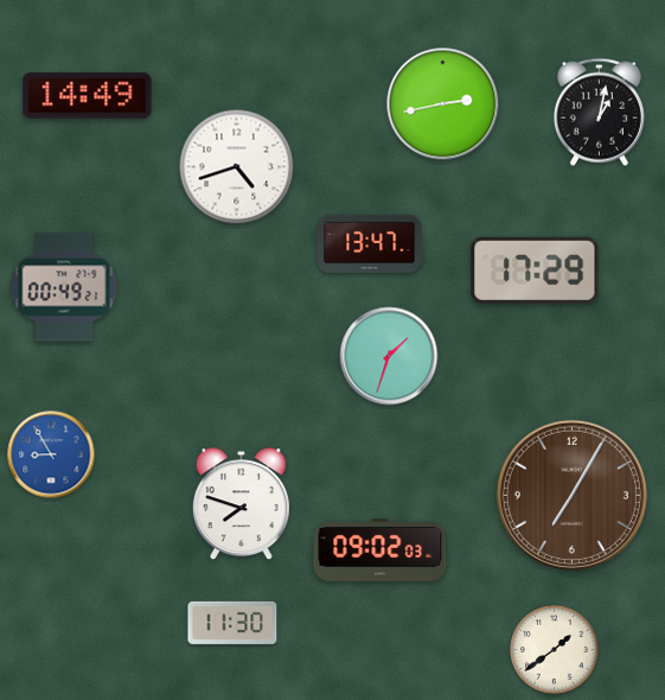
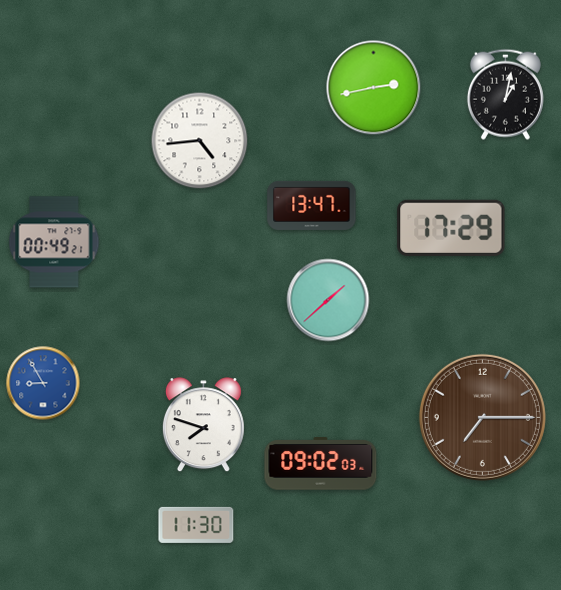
clock at (88, 96): 14:49 -> none
clock at (237, 167): 4:42 -> 4:44
clock at (389, 356): 1:33 -> 1:38
clock at (571, 495): 7:05 -> 7:15
clock at (555, 650): 1:39 -> none
